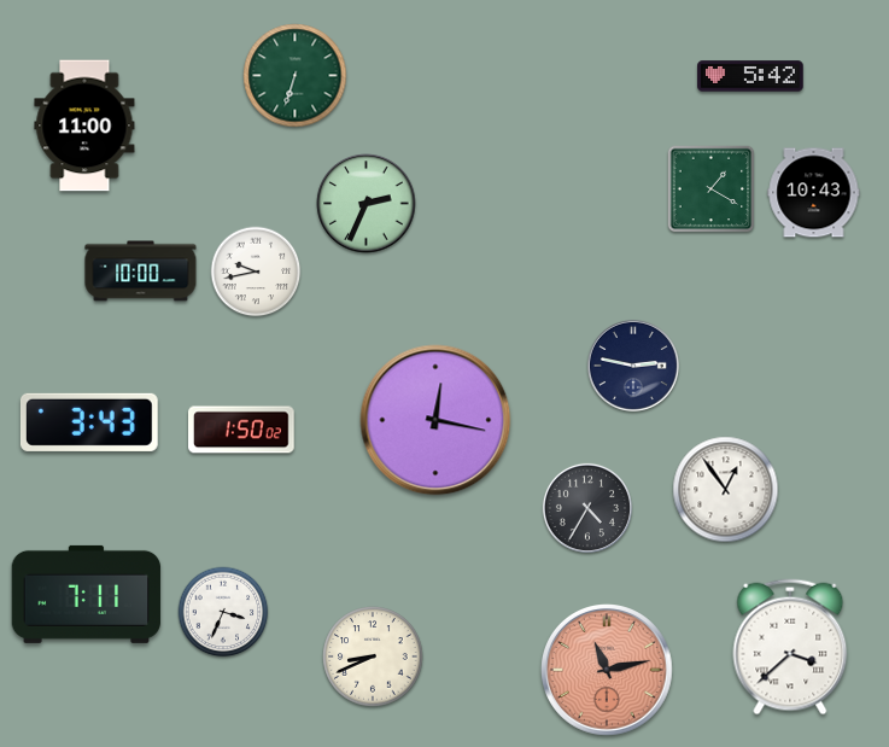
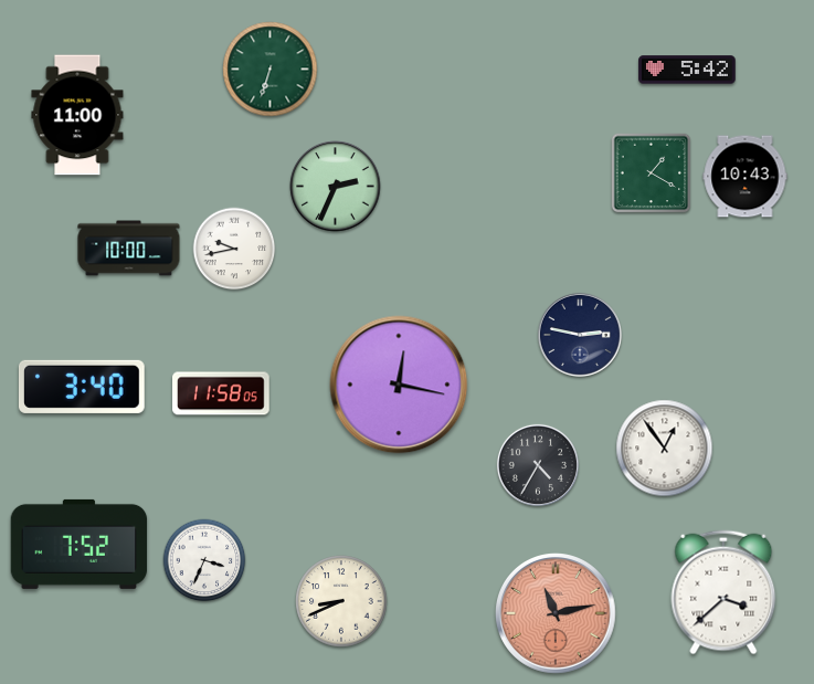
clock at (89, 422): 3:43 -> 3:40
clock at (241, 430): 1:50 -> 11:58
clock at (87, 594): 7:11 -> 7:52
